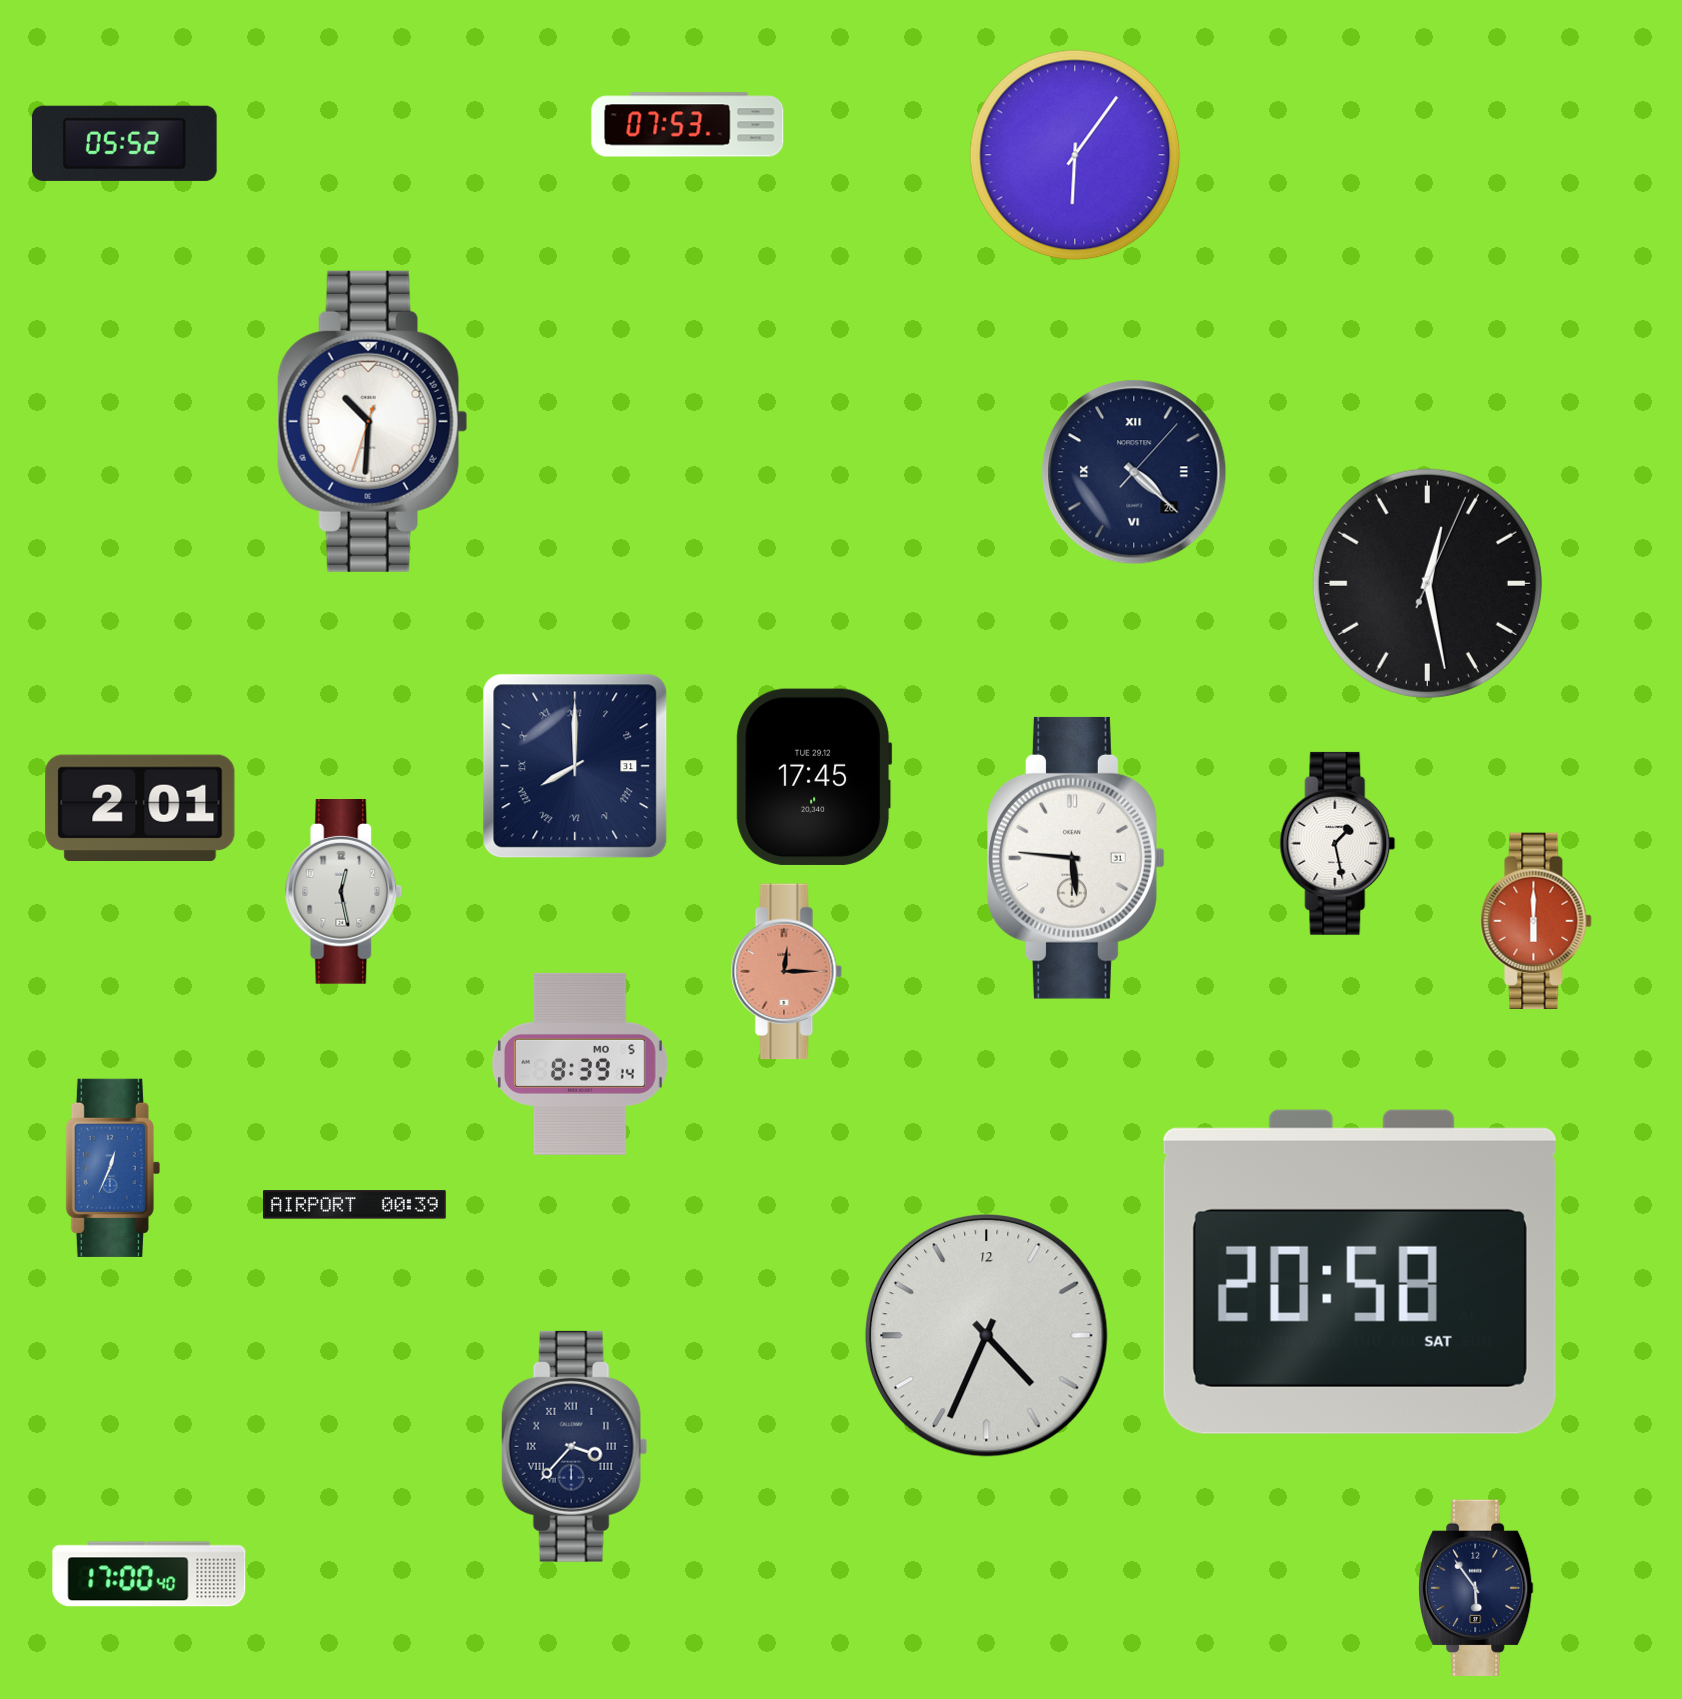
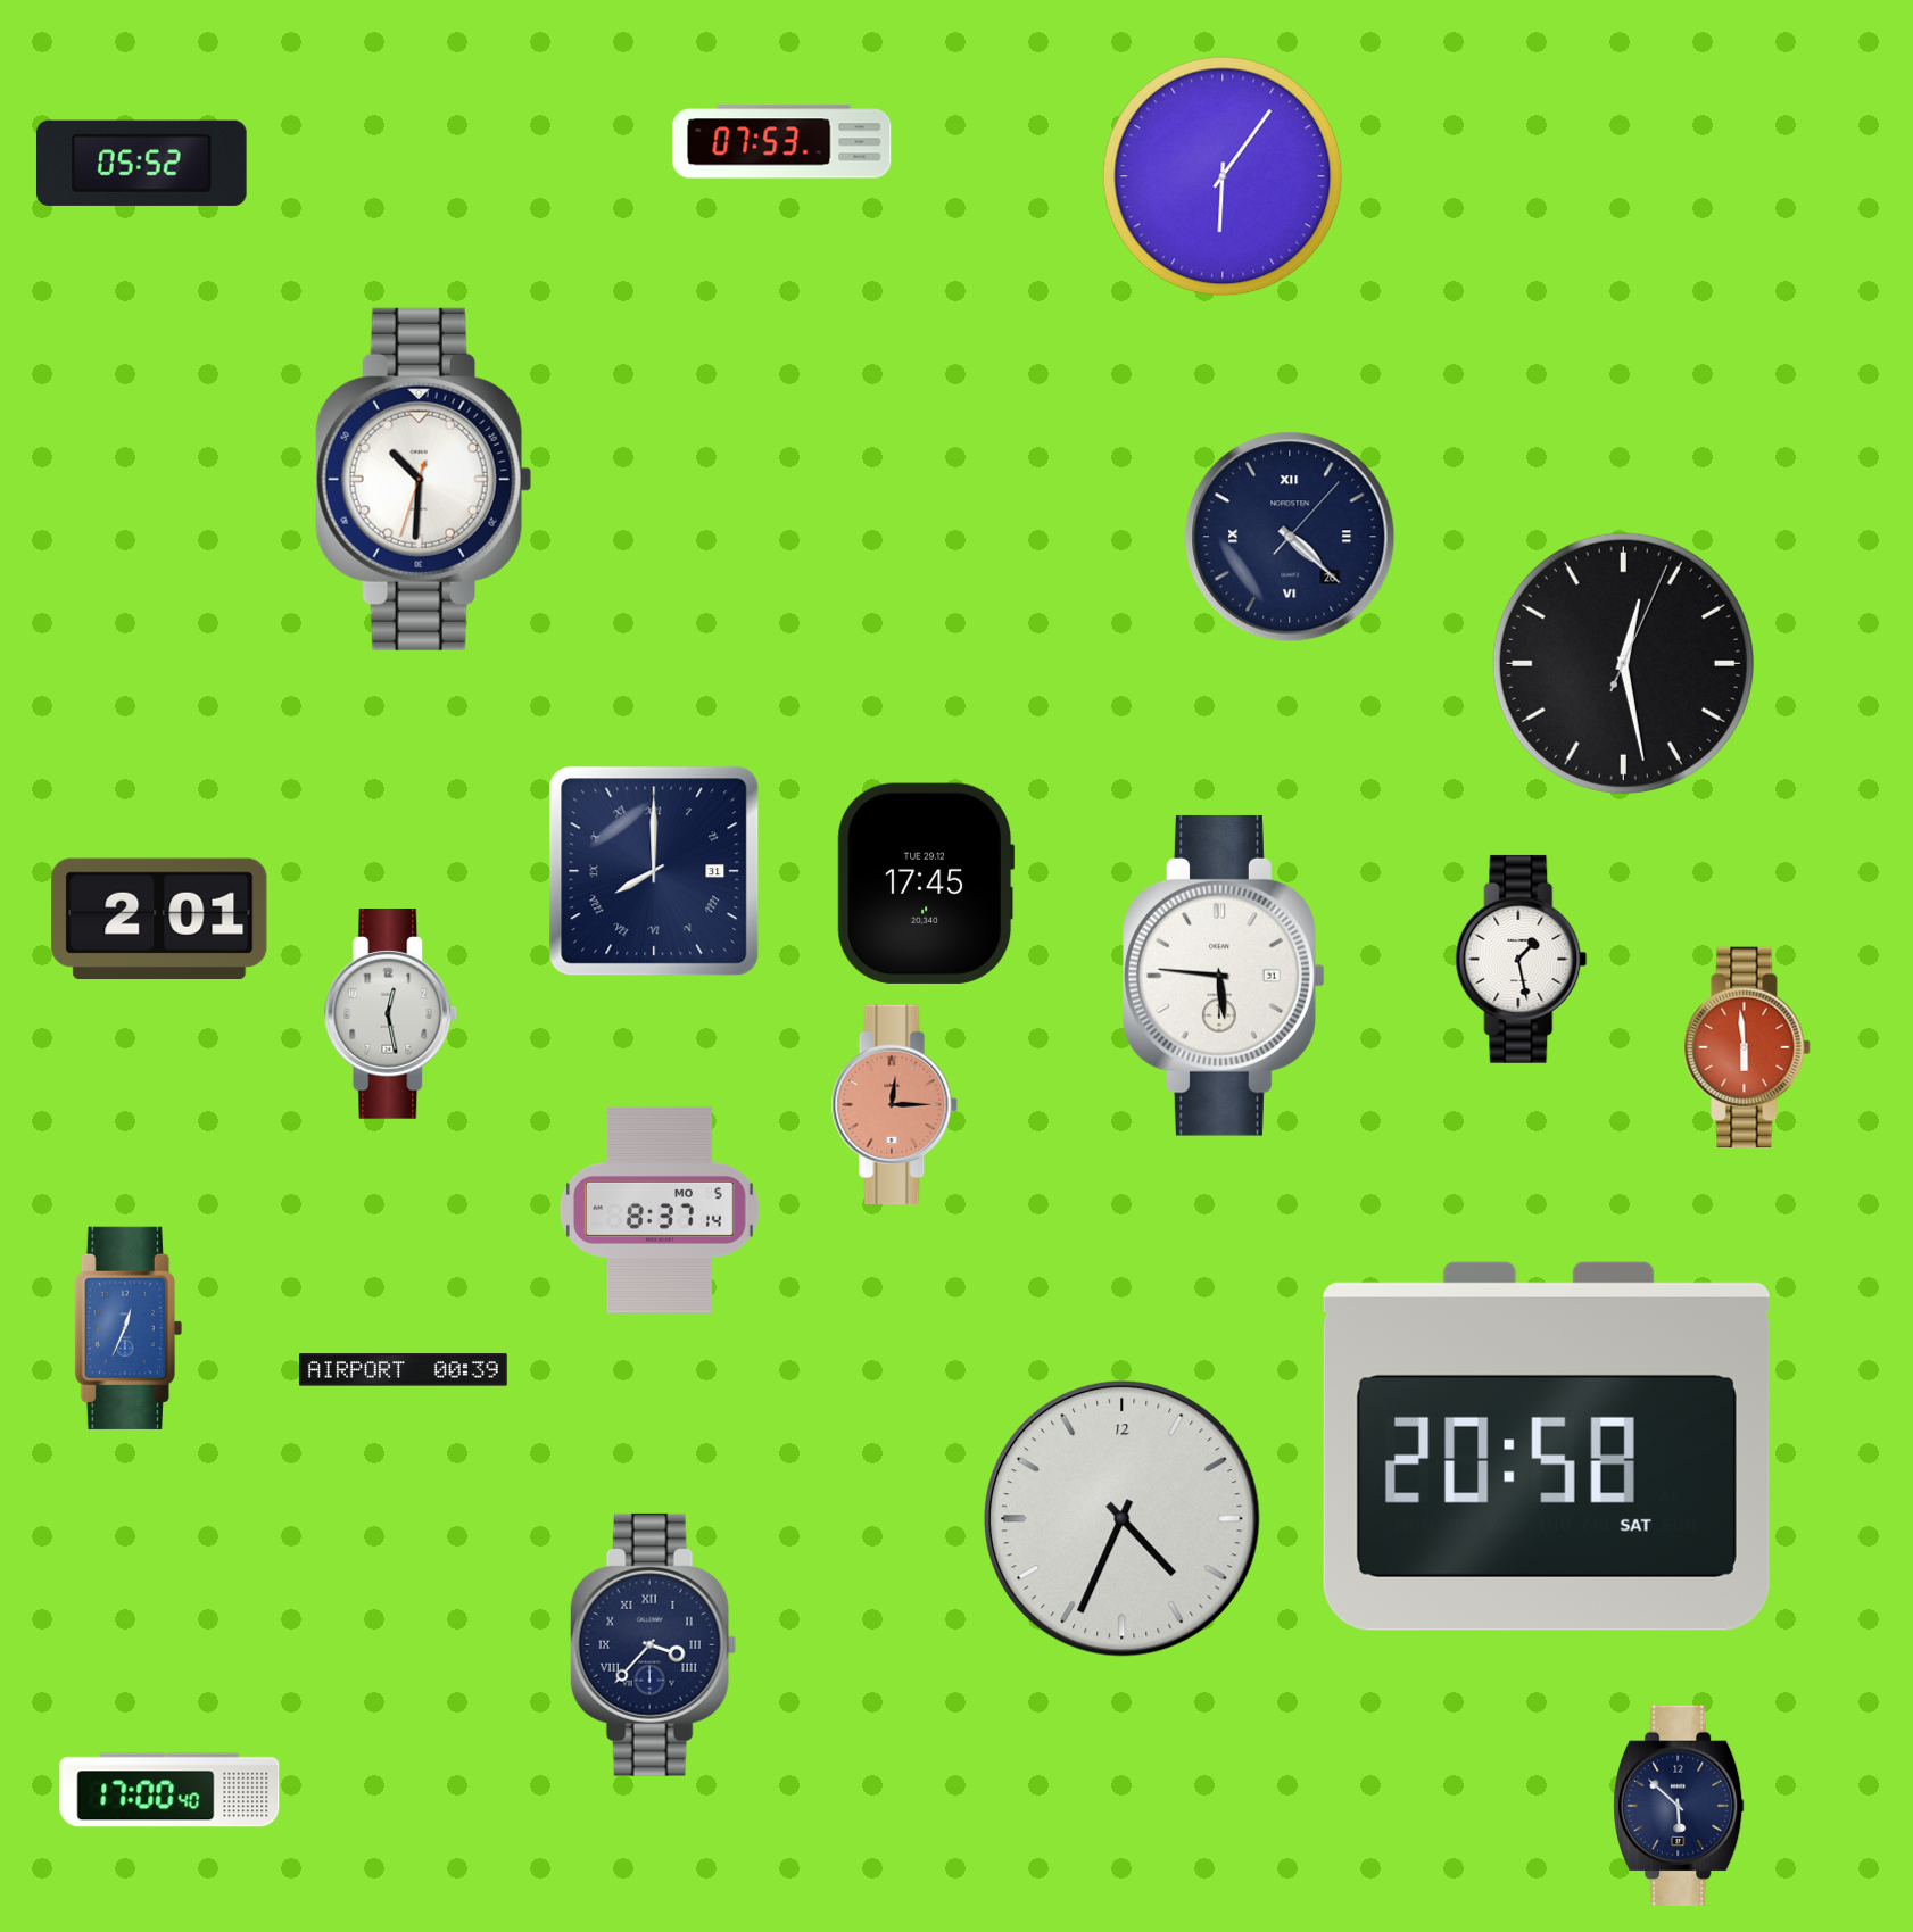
clock at (1536, 920): 6:00 -> 5:59
clock at (580, 1064): 8:39 -> 8:37
clock at (1476, 1587): 5:54 -> 5:52
